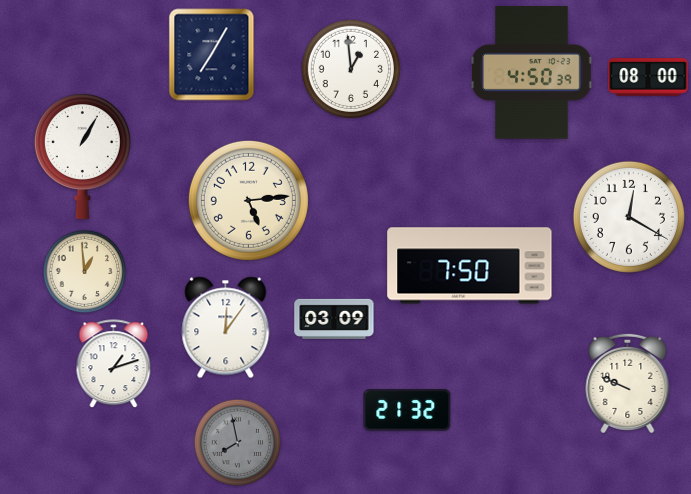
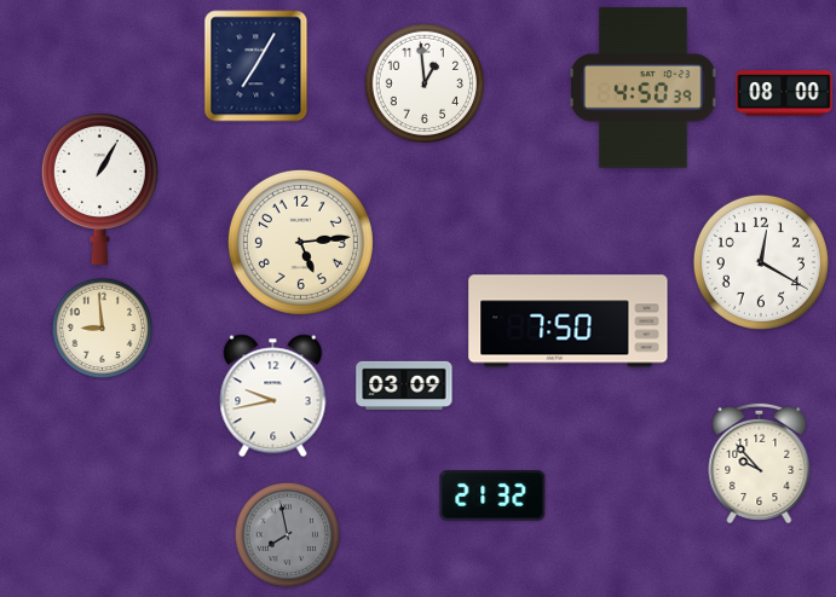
clock at (85, 272): 12:59 -> 8:59
clock at (226, 328): 12:06 -> 9:43
clock at (114, 364): 1:12 -> none
clock at (628, 383): 9:49 -> 9:53
